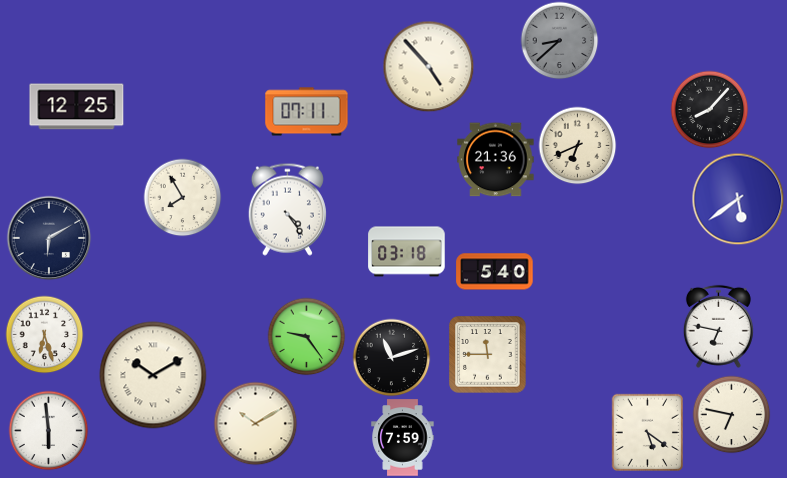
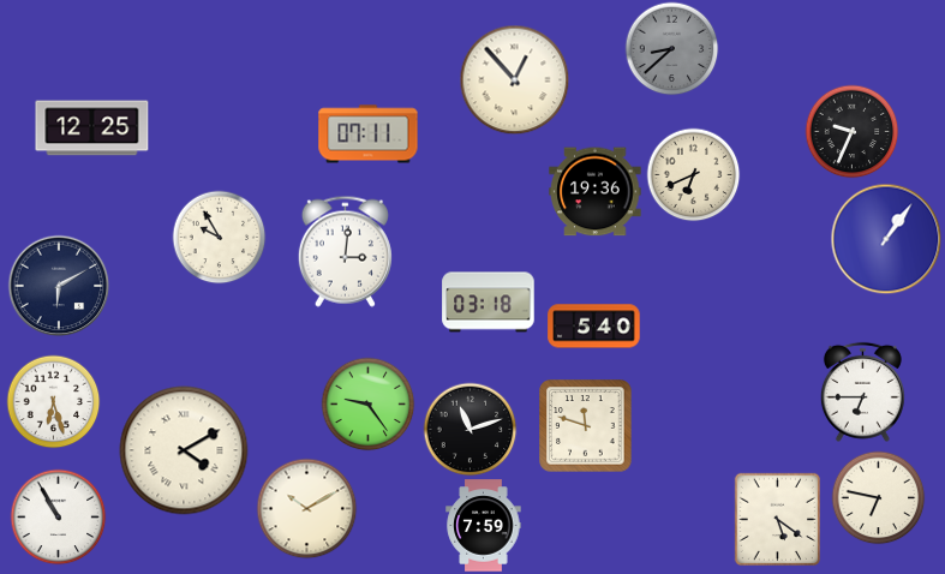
clock at (428, 66): 4:53 -> 12:53
clock at (709, 109): 8:07 -> 9:34
clock at (496, 160): 21:36 -> 19:36
clock at (182, 197): 7:55 -> 9:55
clock at (738, 199): 5:39 -> 1:06
clock at (287, 209): 4:24 -> 3:01
clock at (718, 326): 6:47 -> 6:45
clock at (488, 355): 11:45 -> 11:48
clock at (153, 375): 10:10 -> 4:10
clock at (48, 430): 5:59 -> 10:55
